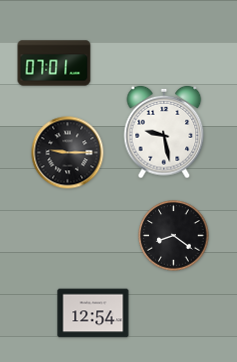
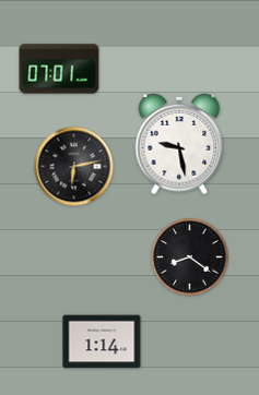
clock at (68, 153): 9:15 -> 6:13
clock at (93, 313): 12:54 -> 1:14
